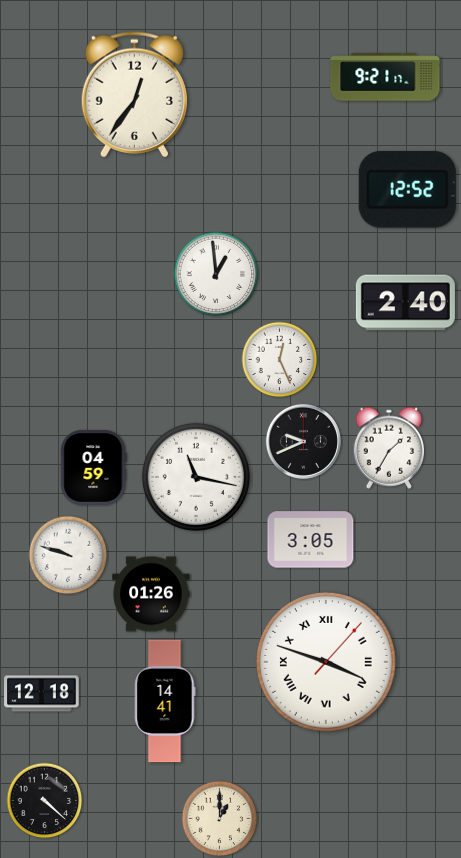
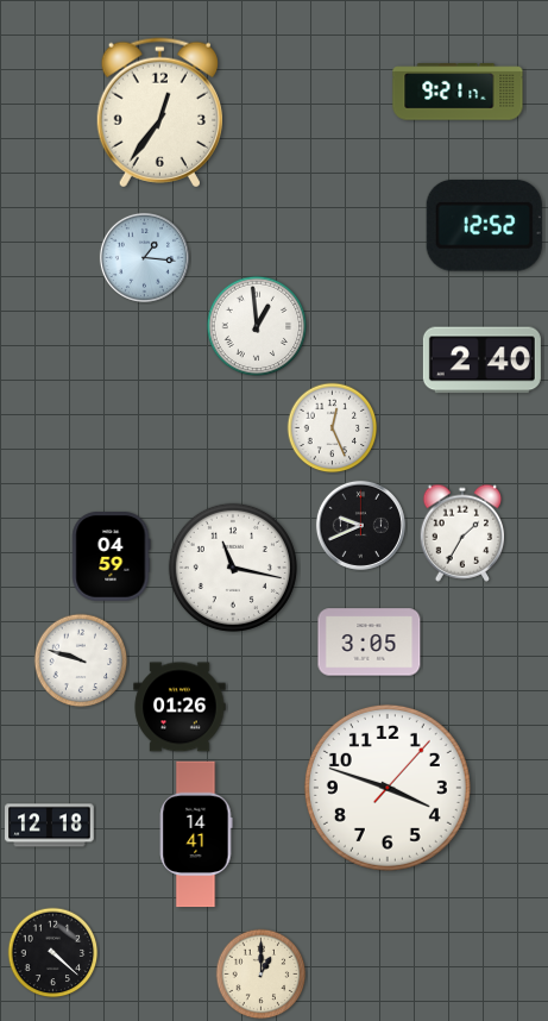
clock at (144, 257): none -> 1:16
clock at (326, 662) numerals: Roman -> Arabic
